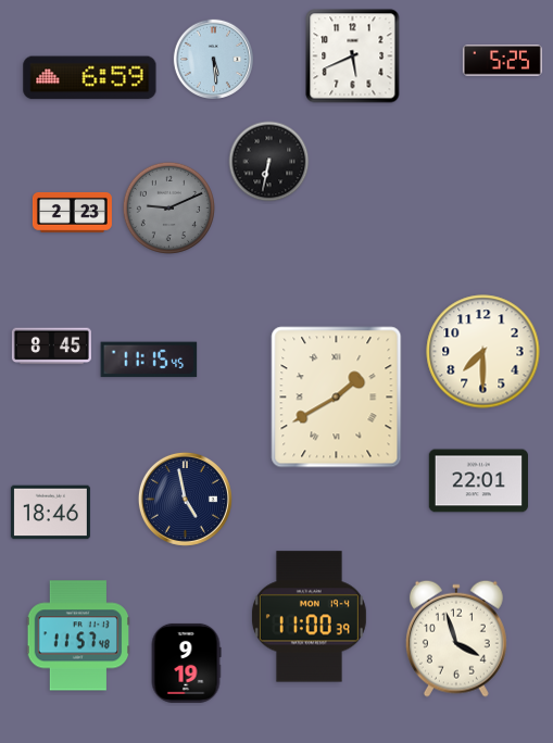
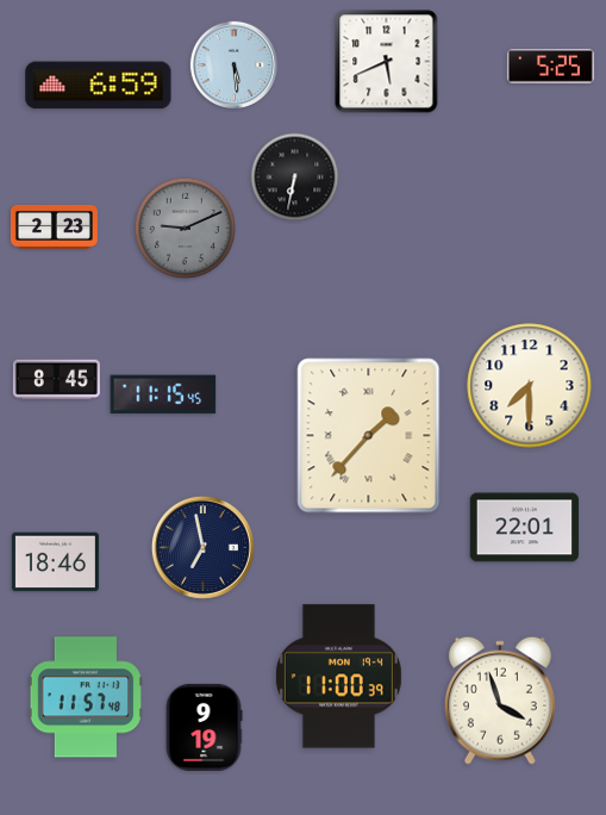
clock at (72, 212) position: (72, 212) -> (54, 226)
clock at (337, 398): 1:40 -> 1:37
clock at (185, 499): 4:58 -> 6:58
